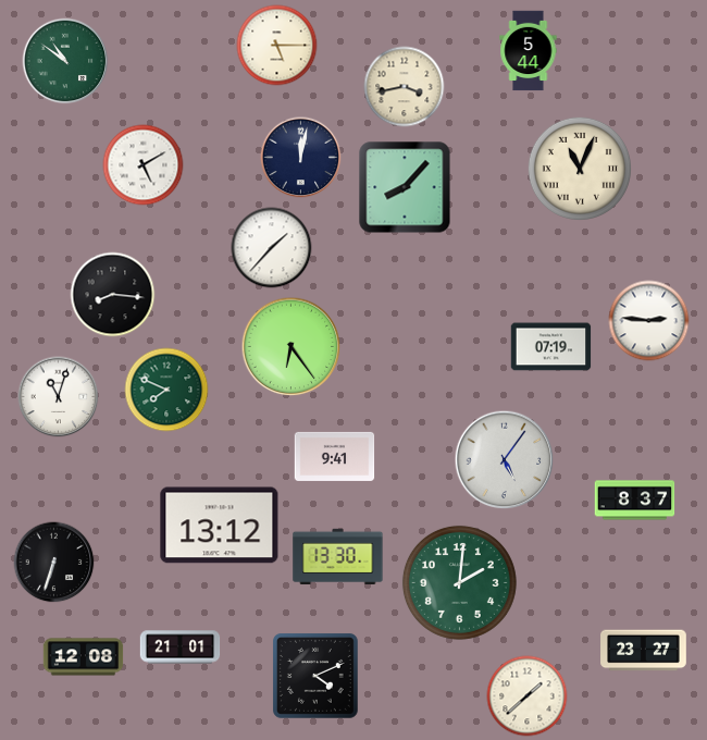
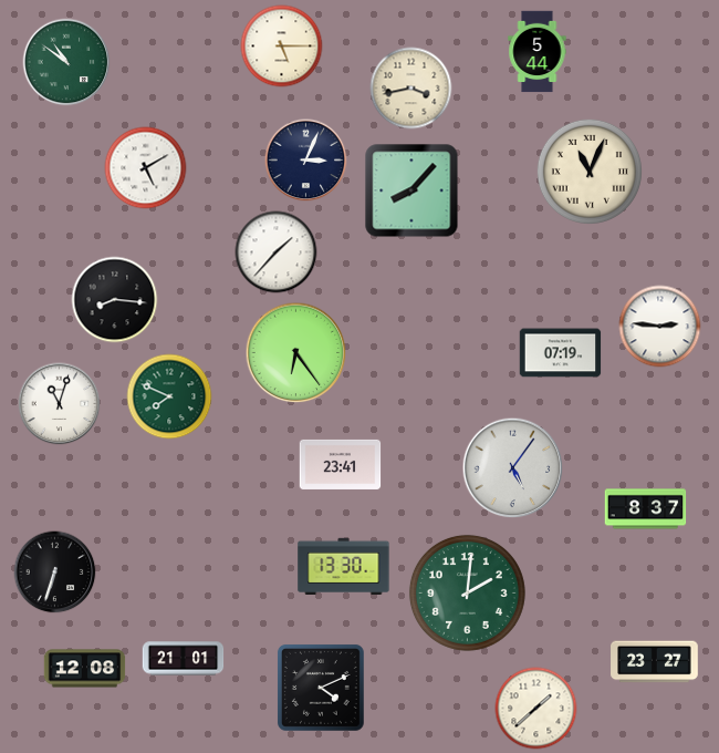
clock at (301, 158): 12:02 -> 3:04
clock at (335, 456): 9:41 -> 23:41
clock at (220, 526): 13:12 -> none
